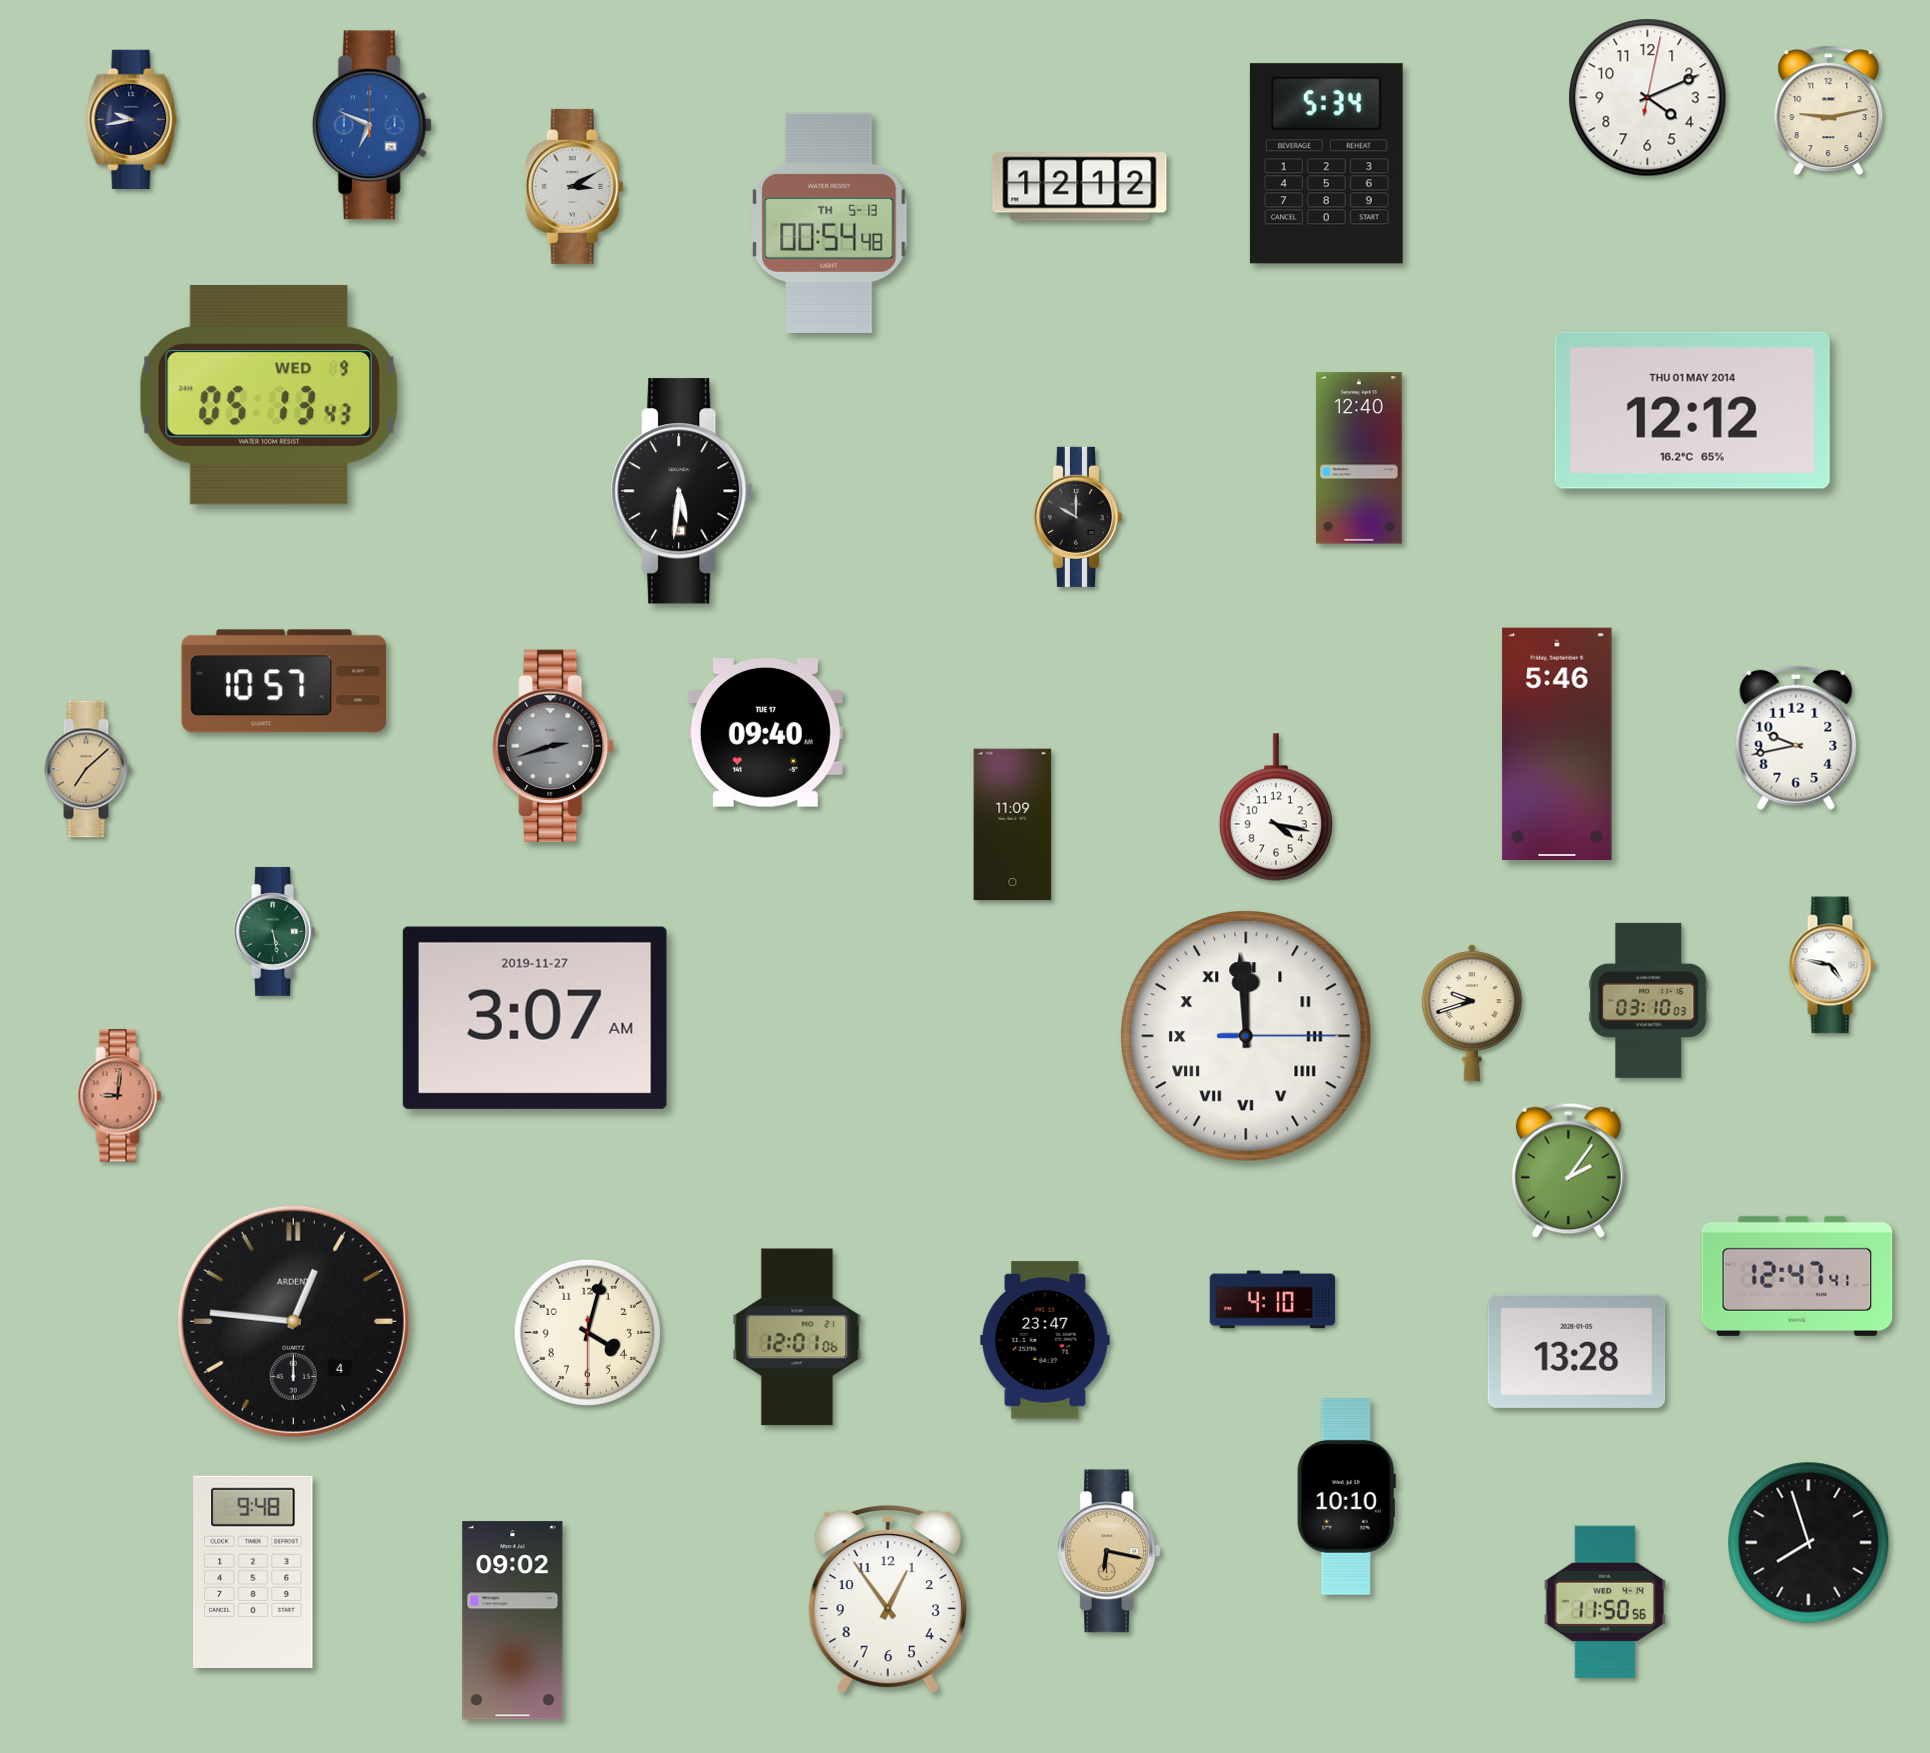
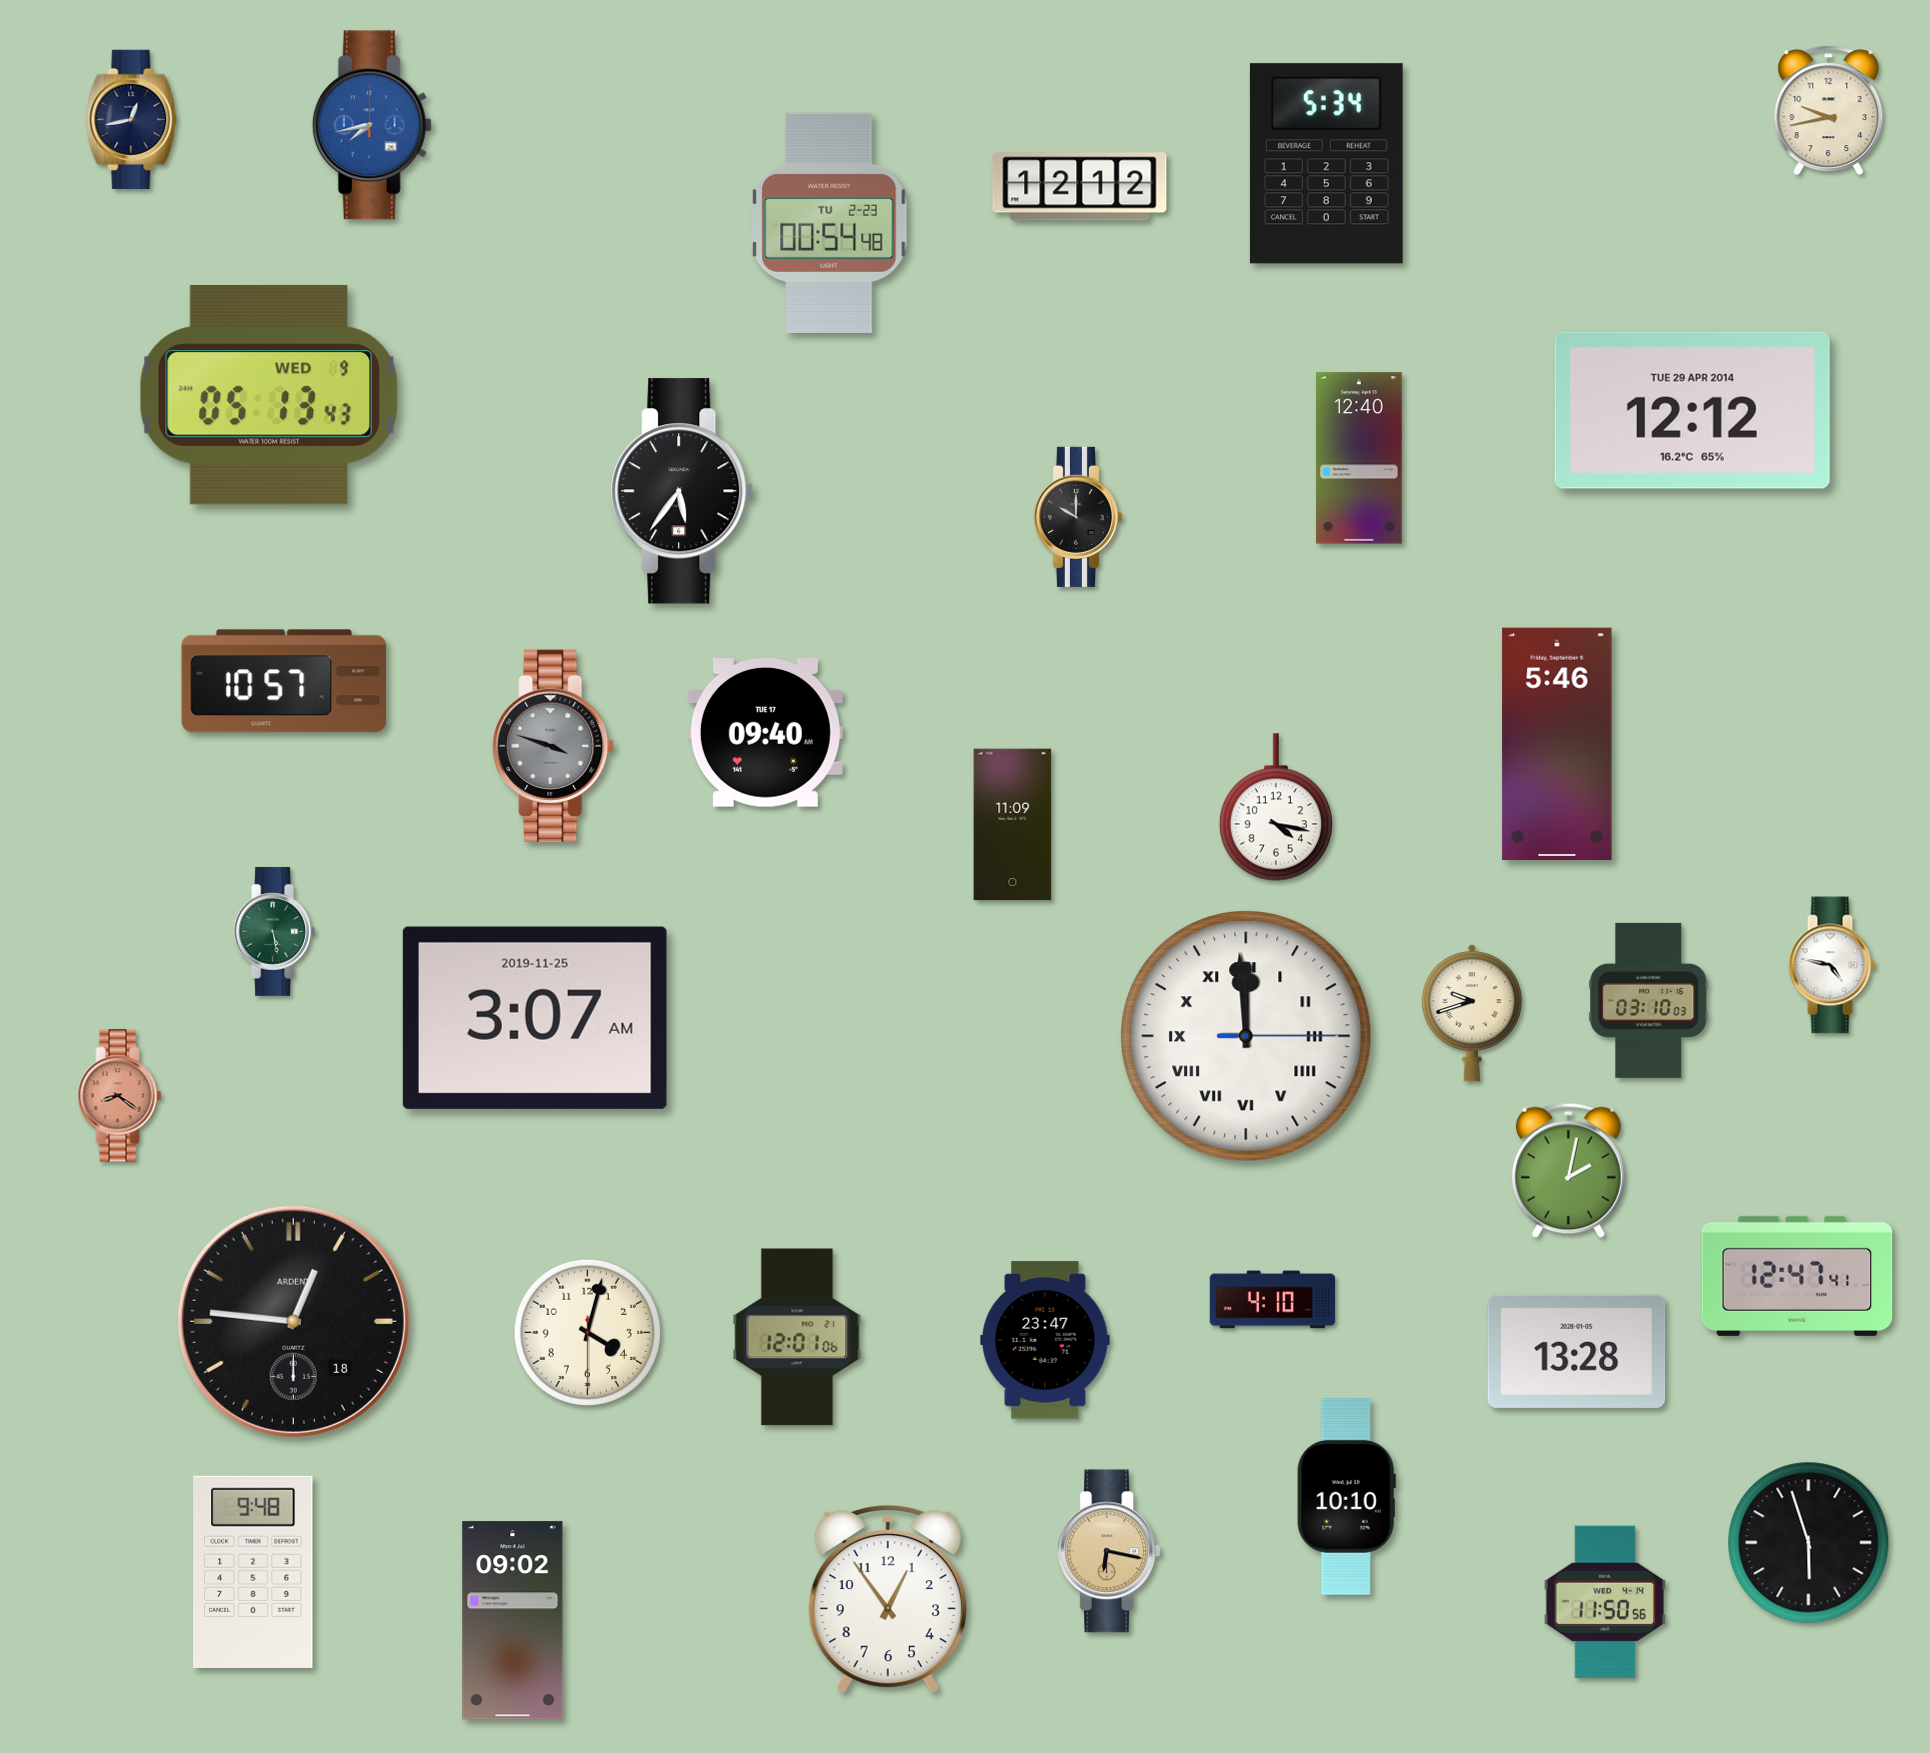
clock at (1648, 98): 4:11 -> none
clock at (1829, 111): 9:13 -> 9:43
clock at (132, 119): 9:43 -> 12:43
clock at (372, 125): 6:49 -> 7:43
clock at (574, 186): 3:10 -> none
clock at (829, 223) date: TH 5-13 -> TU 2-23
clock at (1692, 410) date: THU 01 MAY 2014 -> TUE 29 APR 2014
clock at (682, 491): 5:31 -> 5:36
clock at (1796, 738): 9:43 -> none
clock at (553, 746): 2:42 -> 3:48
clock at (88, 769): 7:08 -> none
clock at (535, 1018) date: 2019-11-27 -> 2019-11-25
clock at (120, 1096): 9:01 -> 8:21
clock at (1568, 1170): 2:06 -> 2:02
clock at (293, 1321) date: 4 -> 18
clock at (1809, 1543): 7:57 -> 5:57
